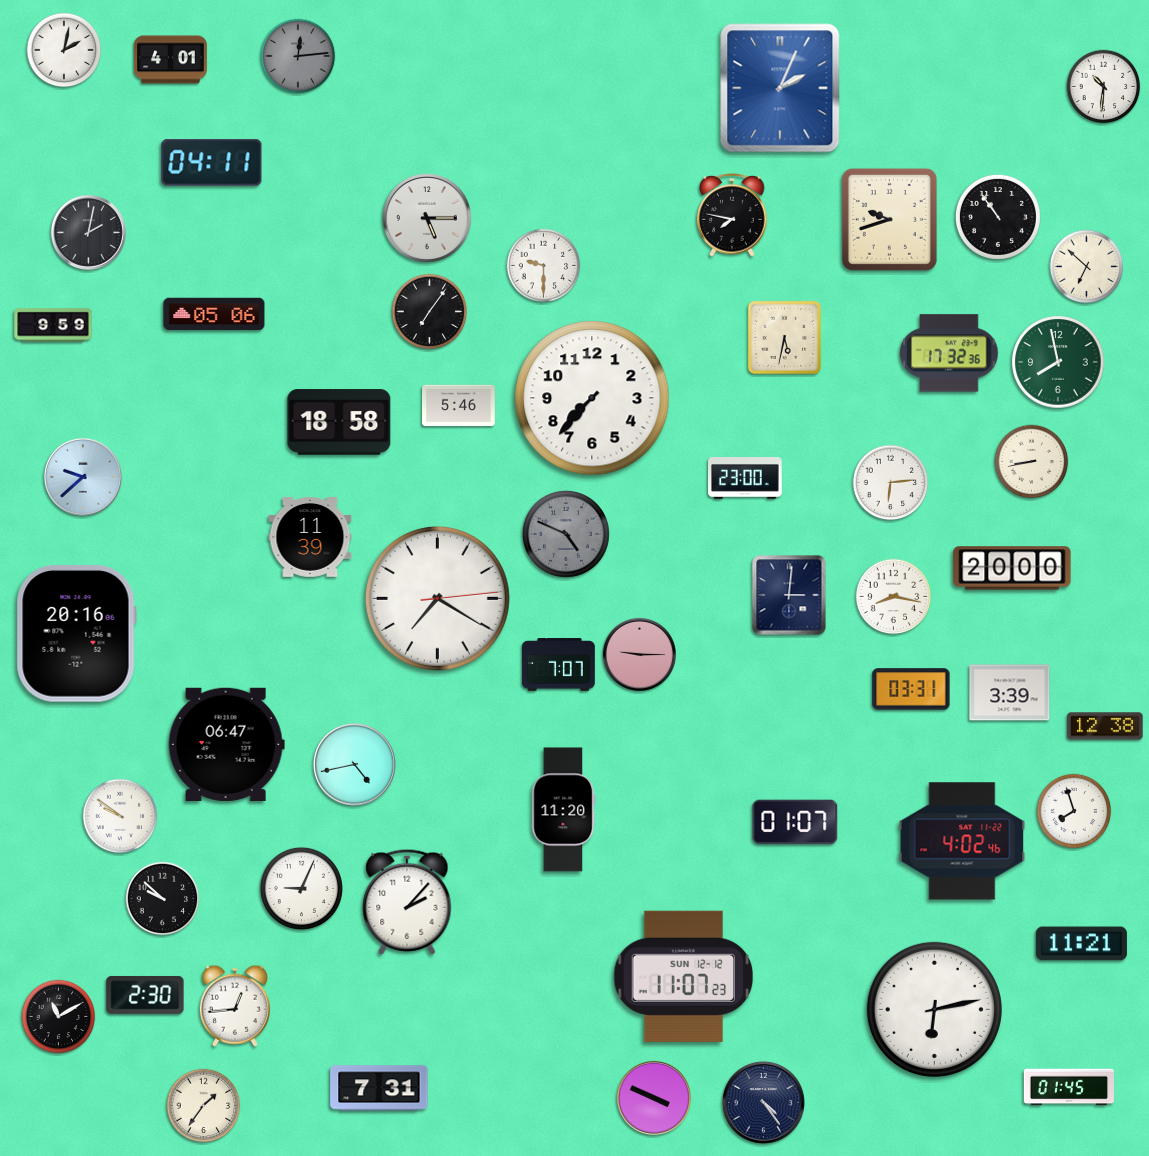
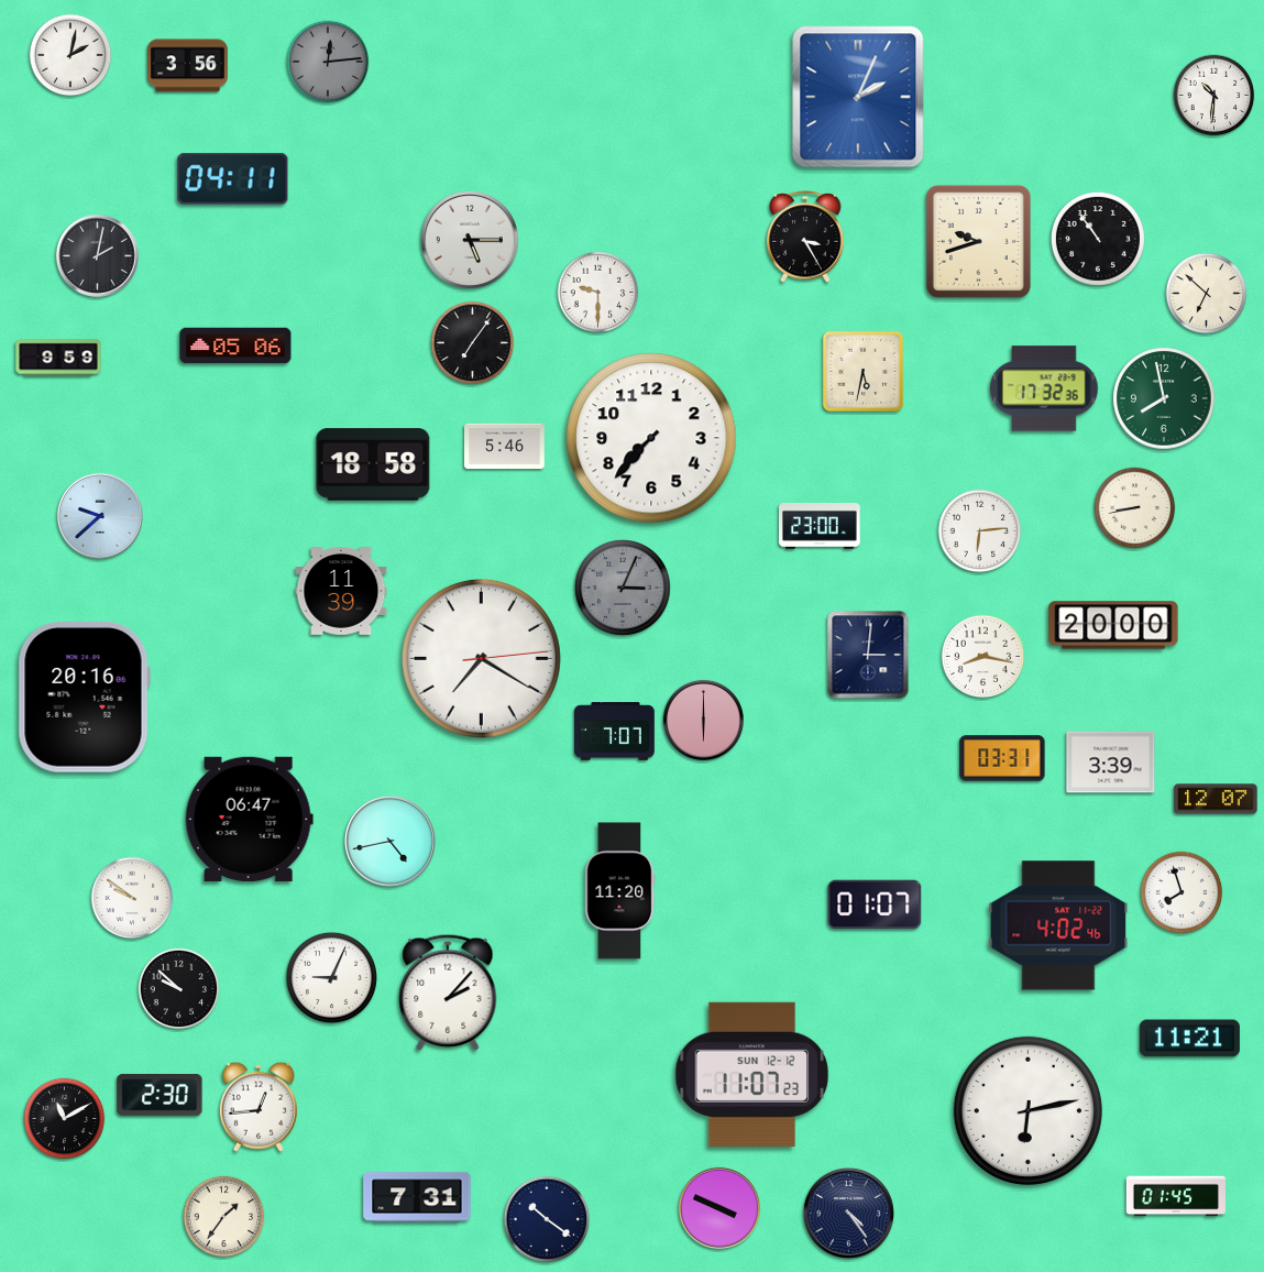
clock at (171, 60): 4:01 -> 3:56
clock at (732, 216): 7:47 -> 3:25
clock at (1087, 267) position: (1087, 267) -> (1207, 294)
clock at (83, 477) position: (83, 477) -> (100, 516)
clock at (566, 534): 4:49 -> 3:04
clock at (639, 654): 9:15 -> 6:00
clock at (1105, 726): 12:38 -> 12:07
clock at (763, 1102) position: (763, 1102) -> (848, 1213)
clock at (547, 1219): none -> 10:21
